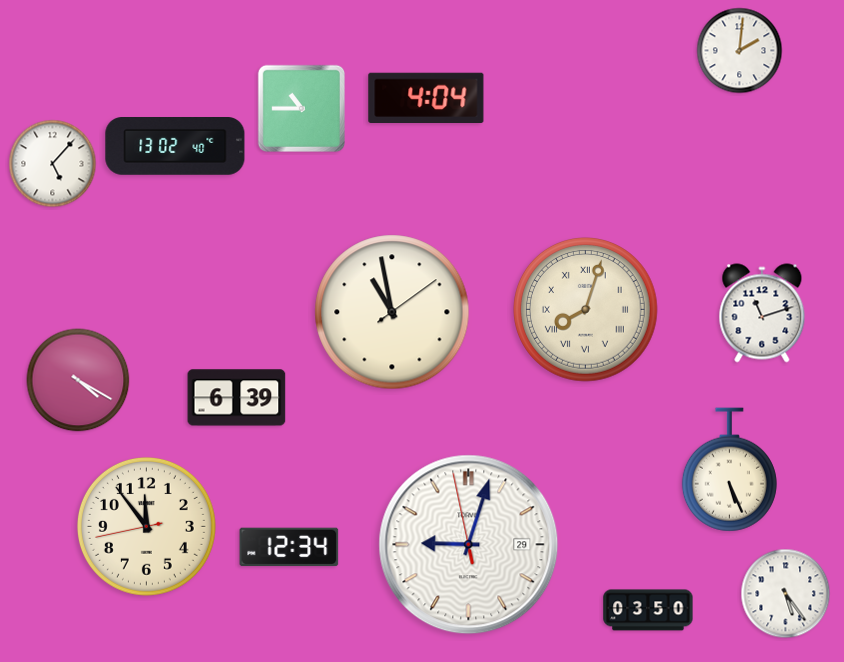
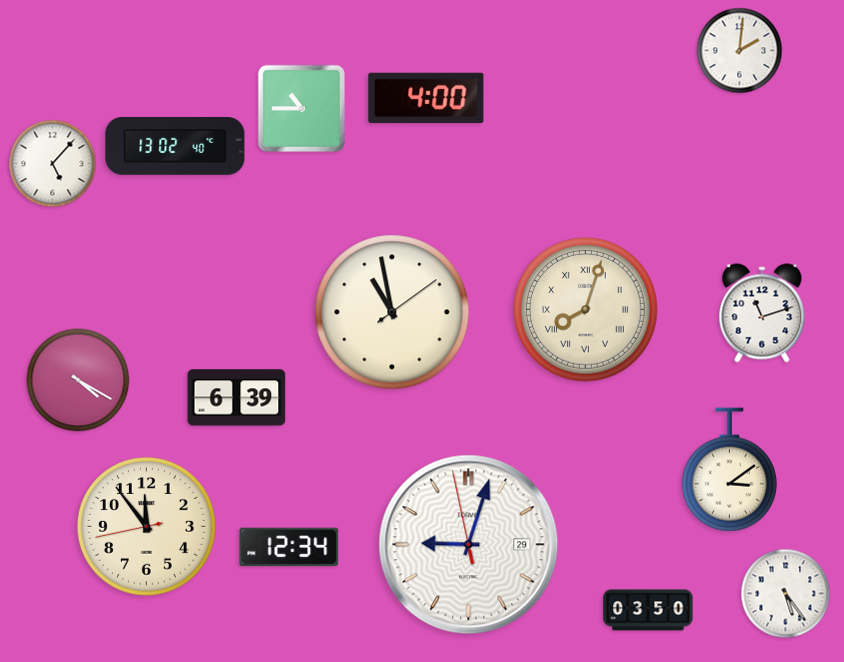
clock at (426, 97): 4:04 -> 4:00
clock at (729, 470): 5:26 -> 3:09
